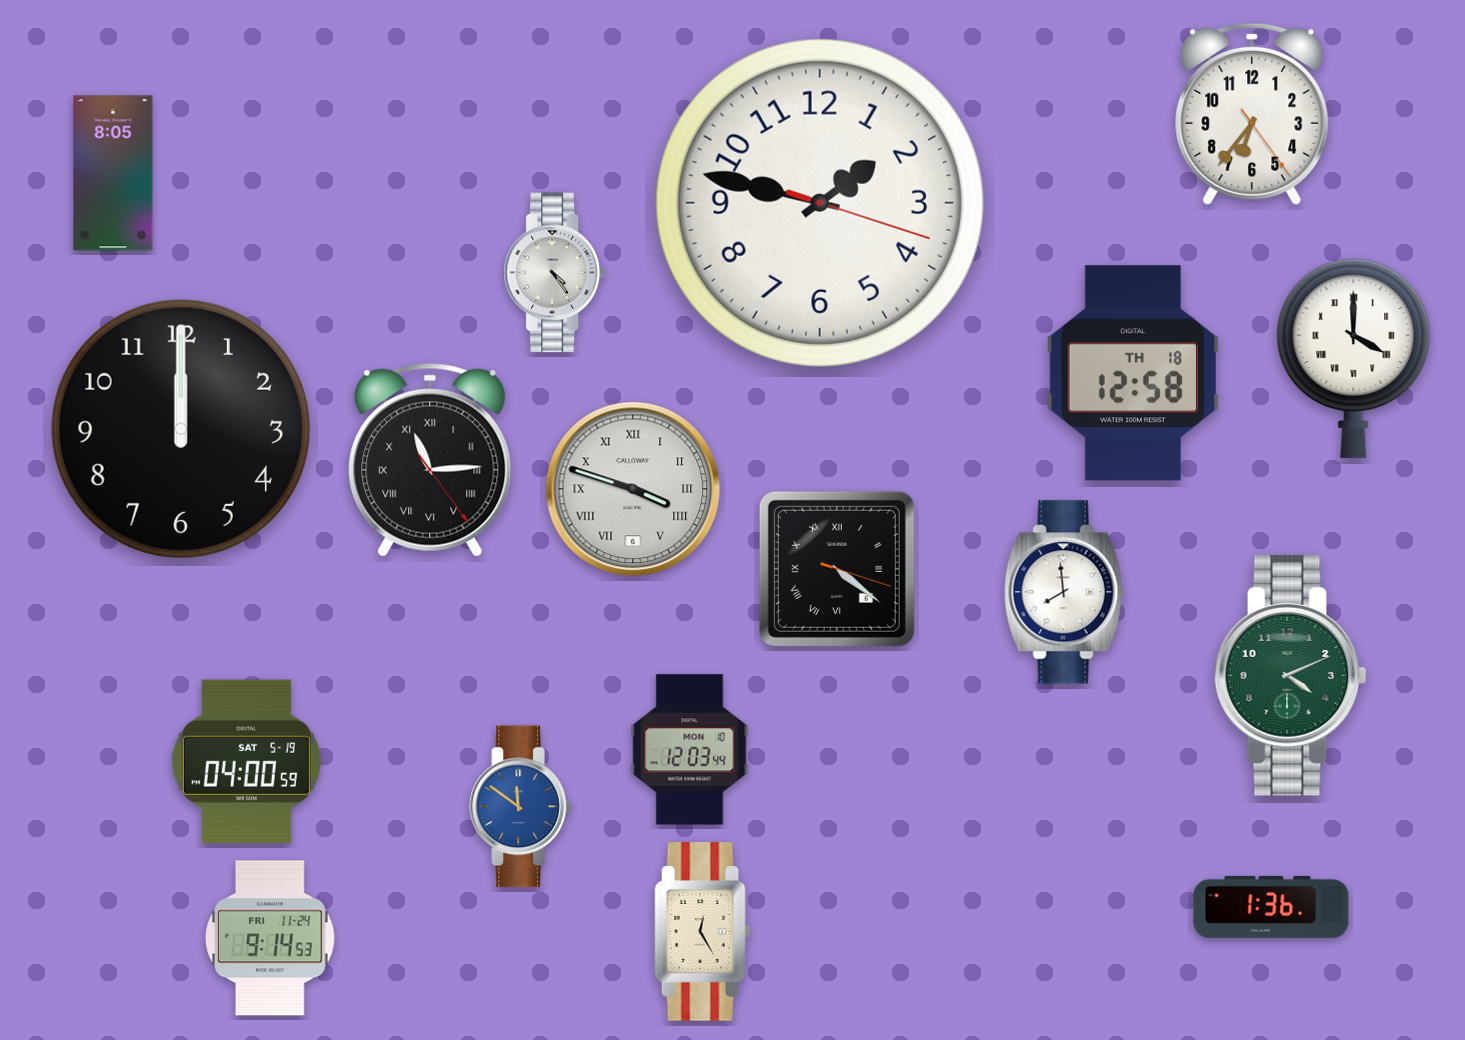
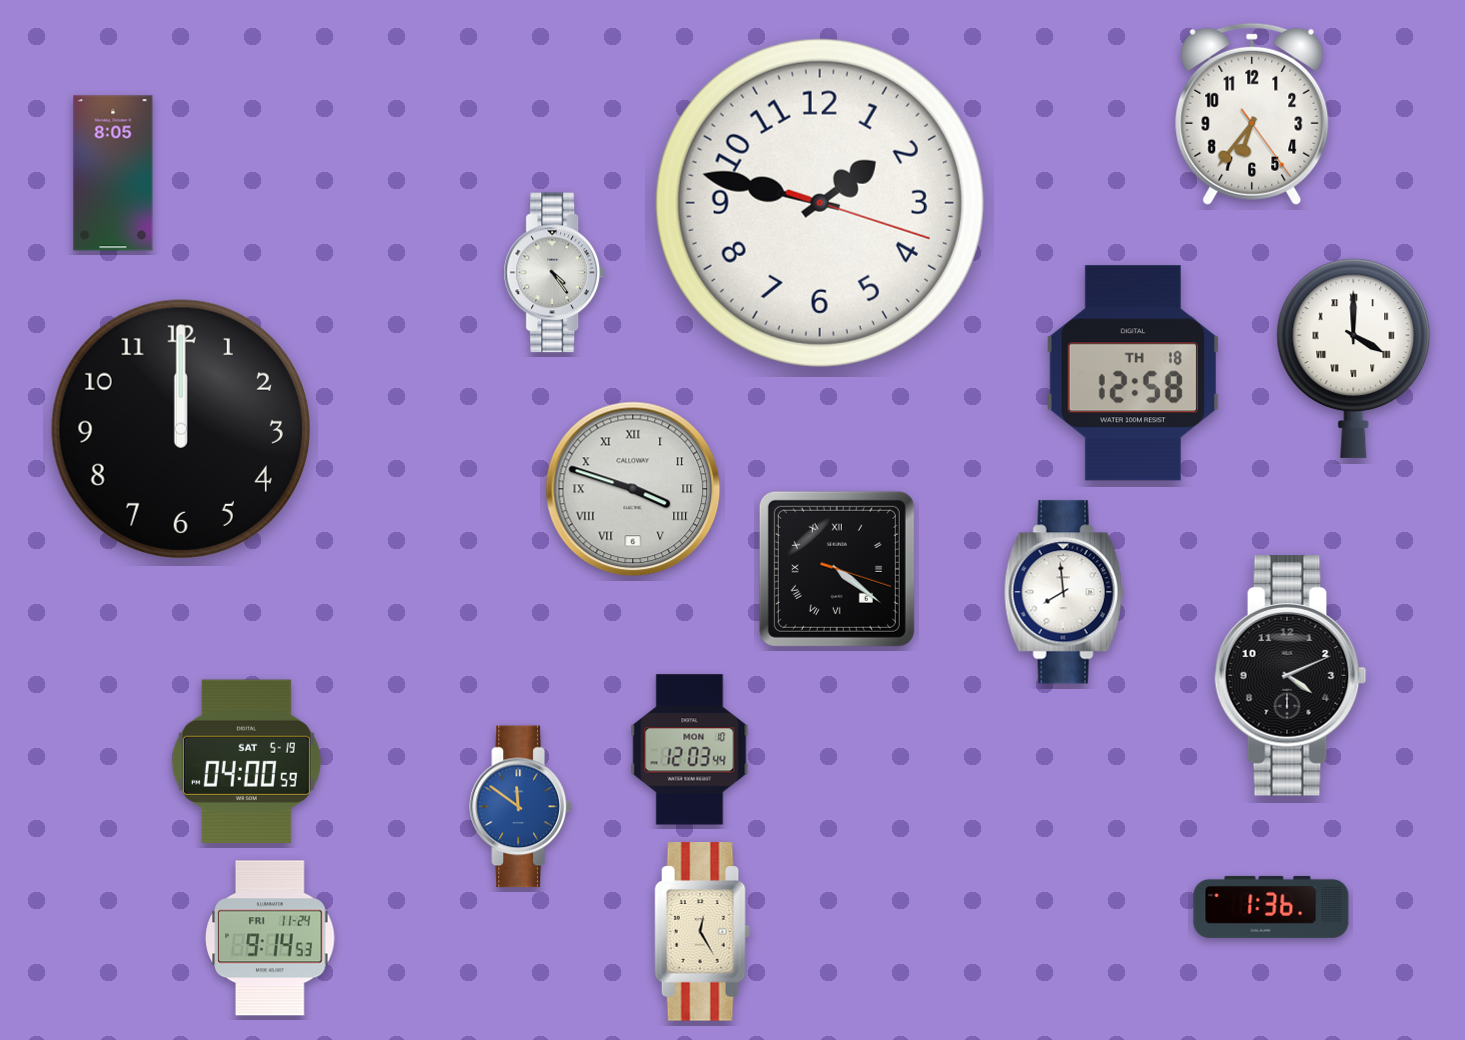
clock at (430, 460): 11:14 -> none
clock at (1291, 676) dial: green -> black
